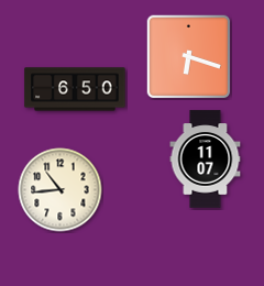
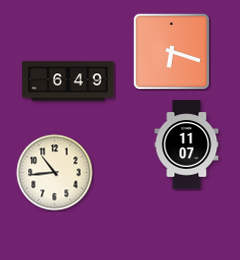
clock at (75, 89): 6:50 -> 6:49
